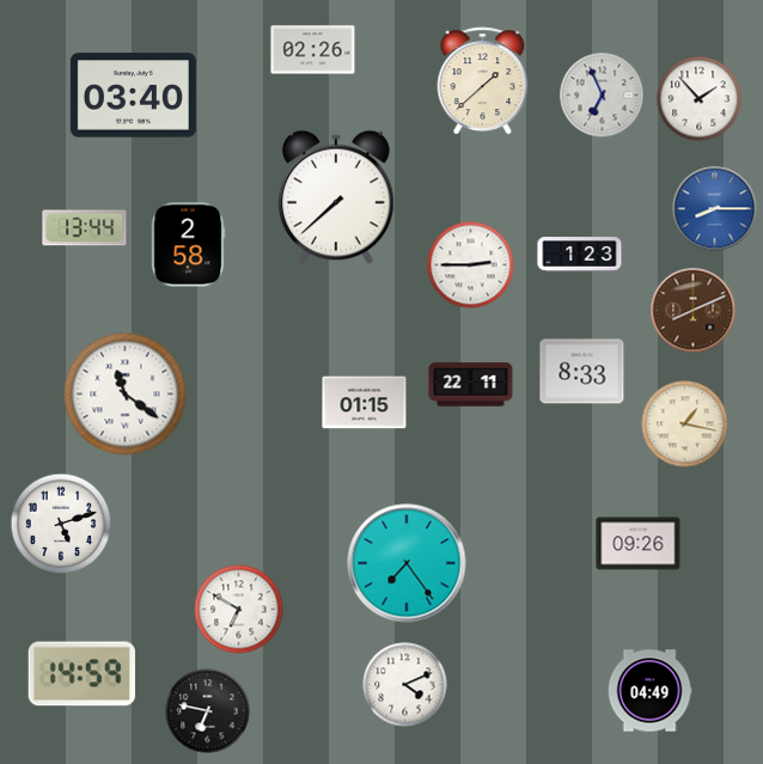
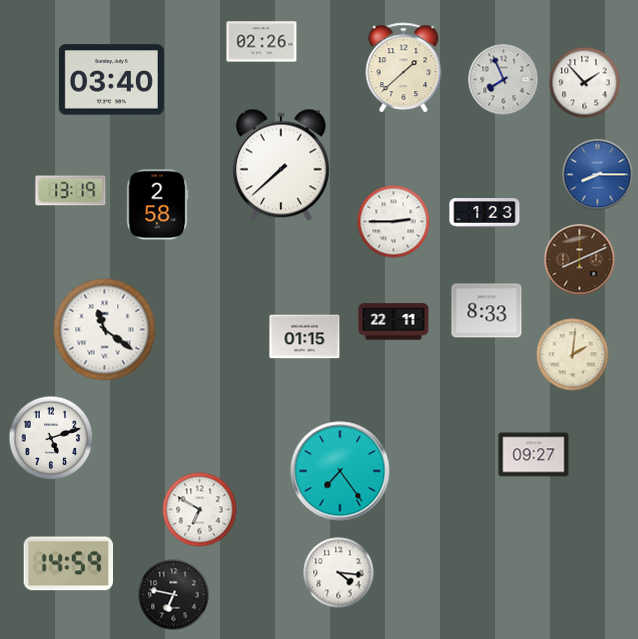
clock at (603, 96): 6:56 -> 7:56
clock at (85, 228): 13:44 -> 13:19
clock at (685, 424): 1:17 -> 2:01
clock at (639, 544): 09:26 -> 09:27
clock at (405, 685): 4:11 -> 4:16
clock at (649, 691): 04:49 -> none
